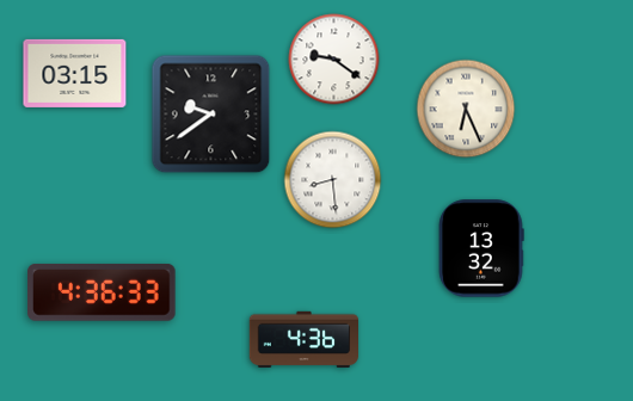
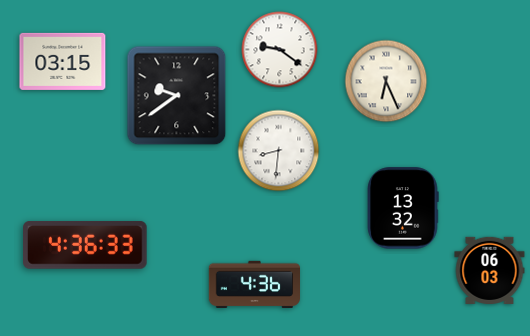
clock at (466, 109) position: (466, 109) -> (386, 81)
clock at (333, 180): 8:29 -> 8:31
clock at (490, 270): none -> 06:03
